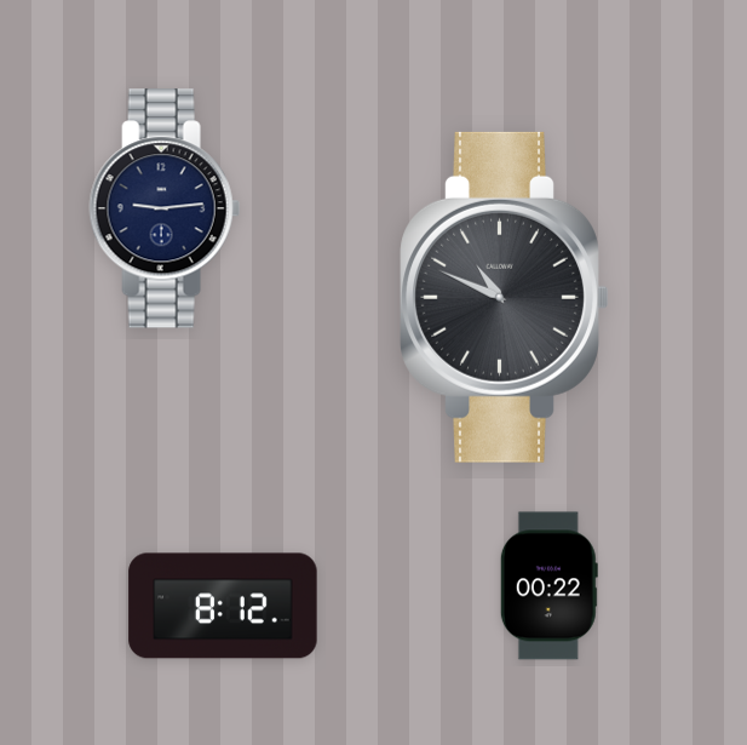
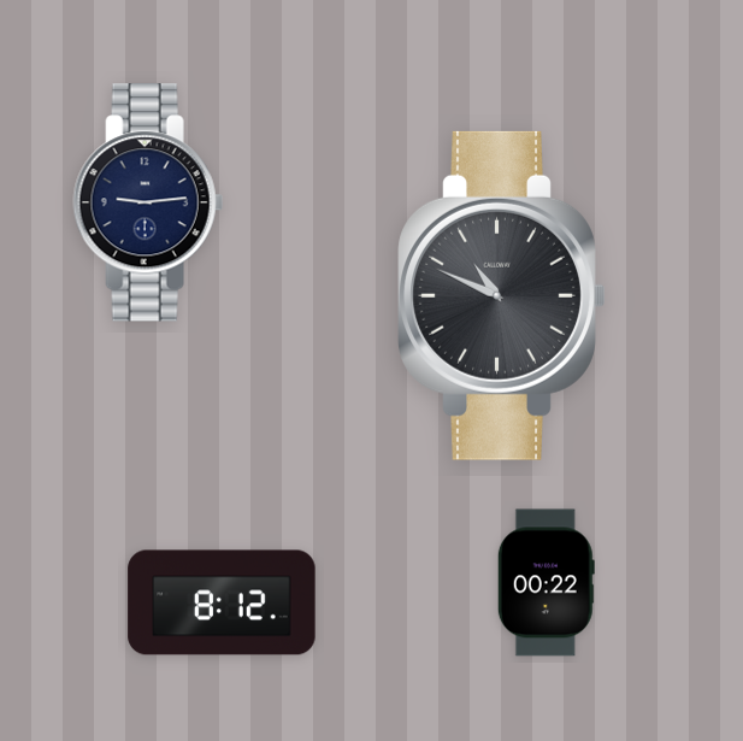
clock at (165, 208) position: (165, 208) -> (148, 202)
